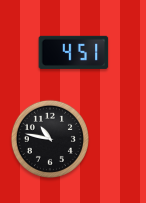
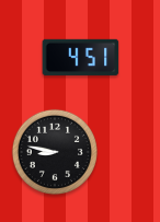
clock at (50, 139): 10:47 -> 8:47
